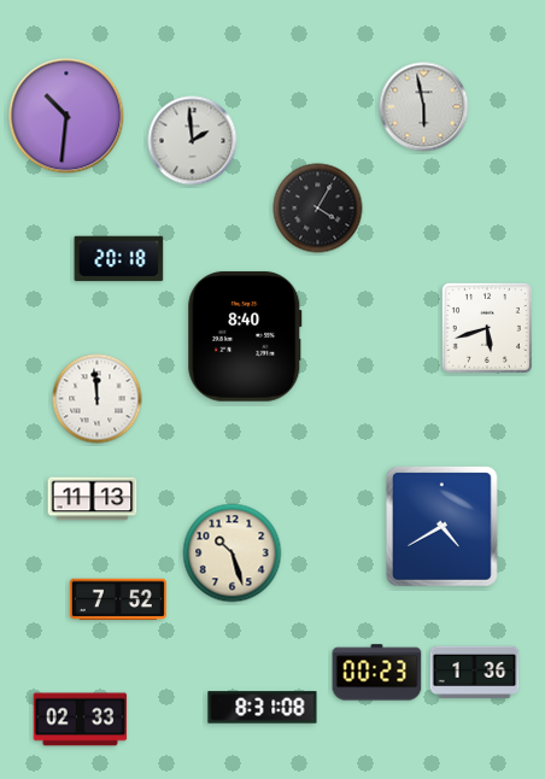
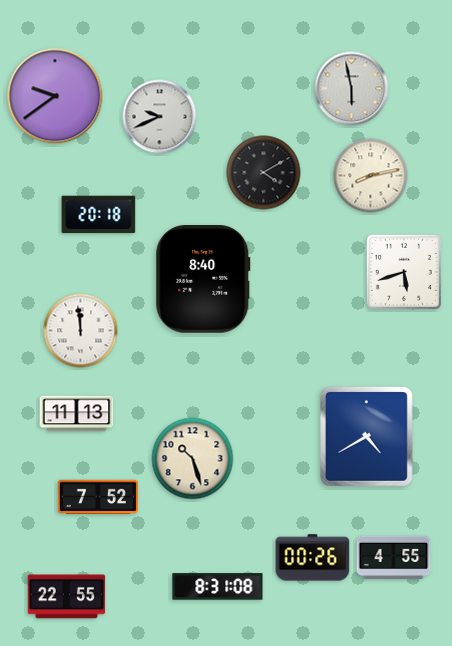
clock at (66, 116): 10:31 -> 9:39
clock at (193, 141): 1:59 -> 9:41
clock at (318, 209): 4:05 -> 4:10
clock at (371, 176): none -> 8:13
clock at (377, 673): 00:23 -> 00:26
clock at (475, 673): 1:36 -> 4:55
clock at (81, 720): 02:33 -> 22:55
